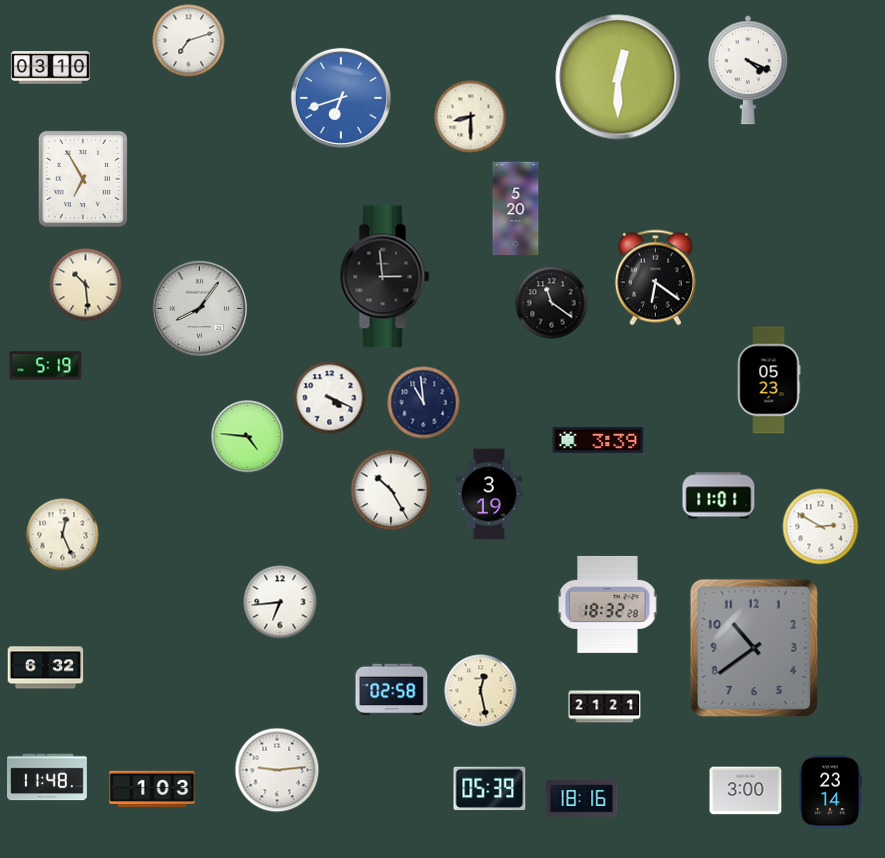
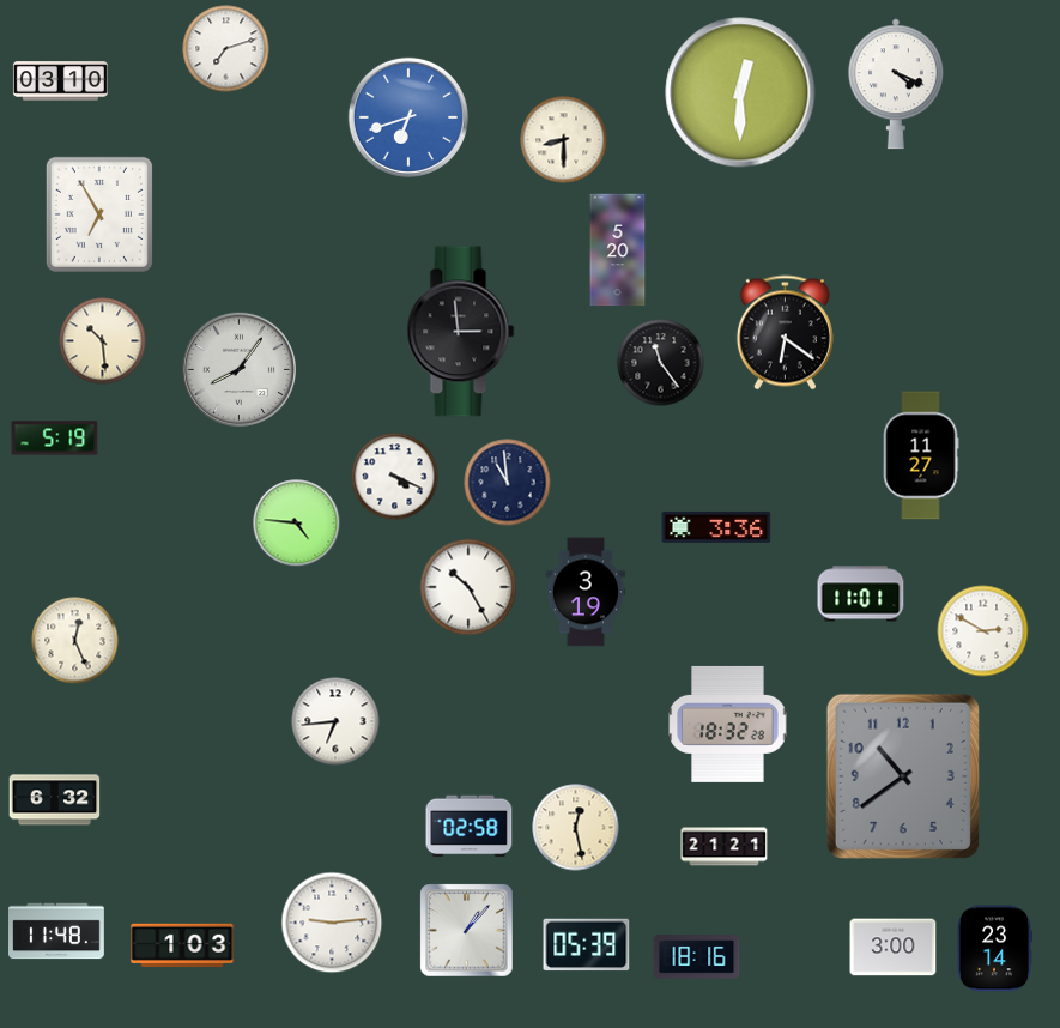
clock at (552, 303): 11:21 -> 11:24
clock at (769, 380): 05:23 -> 11:27
clock at (598, 440): 3:39 -> 3:36
clock at (467, 931): none -> 1:07
